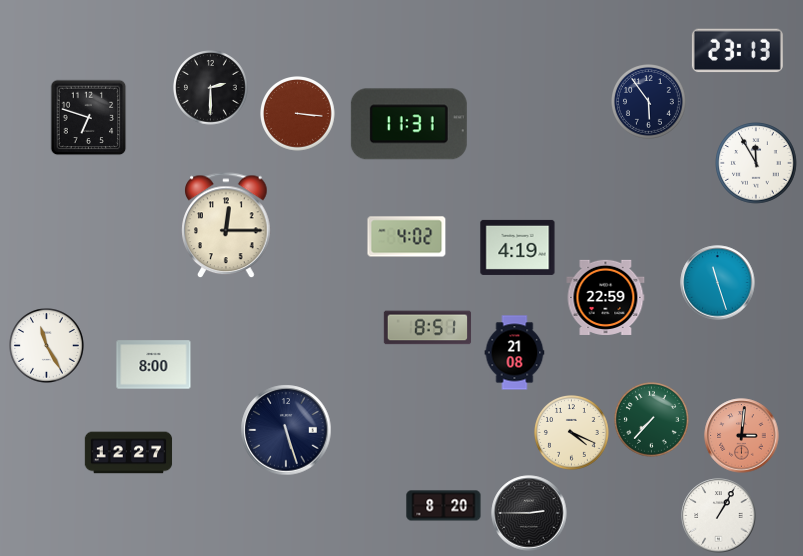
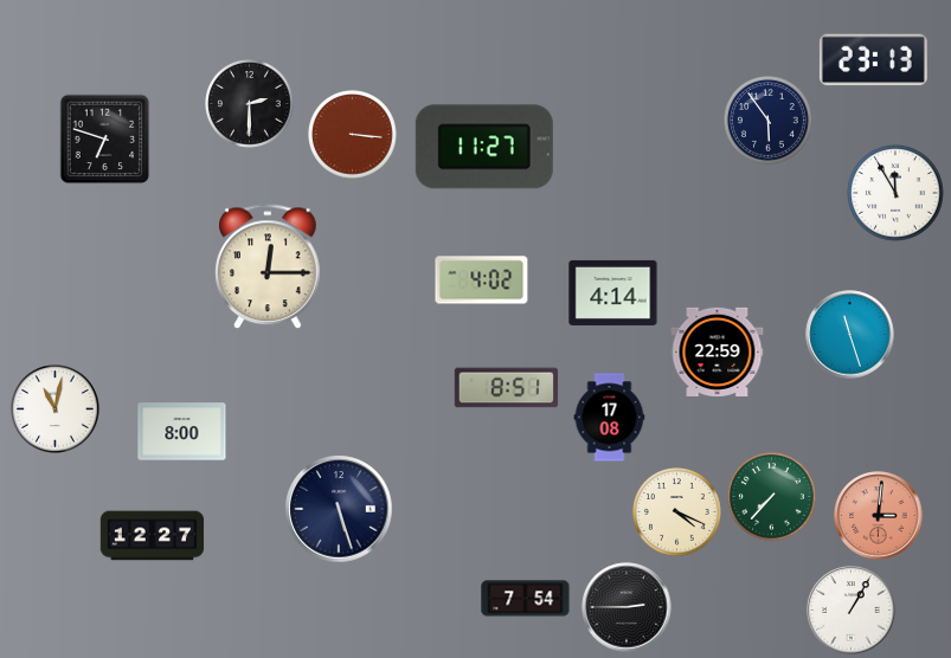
clock at (409, 124): 11:31 -> 11:27
clock at (518, 247): 4:19 -> 4:14
clock at (47, 346): 11:25 -> 11:02
clock at (515, 353): 21:08 -> 17:08
clock at (444, 506): 8:20 -> 7:54
